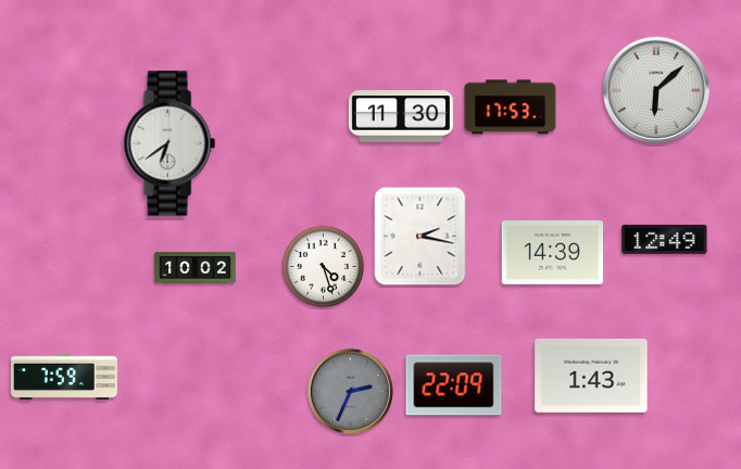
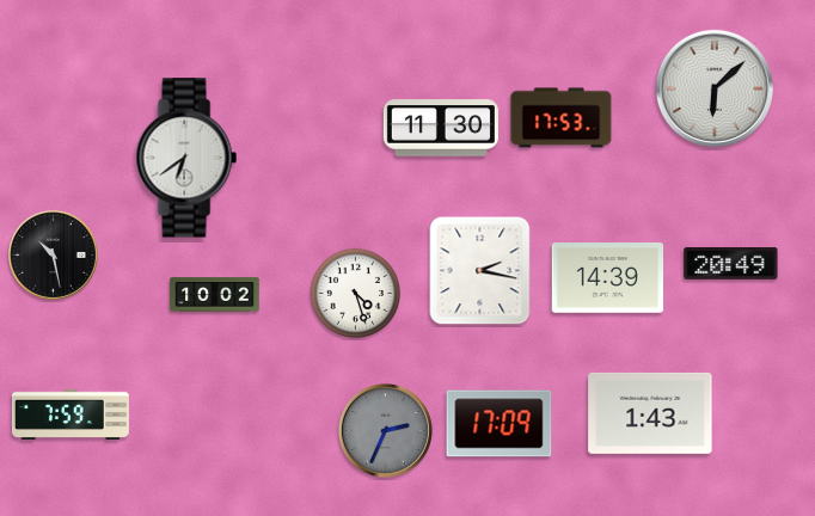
clock at (656, 90) position: (656, 90) -> (715, 88)
clock at (53, 254): none -> 10:28
clock at (420, 237) position: (420, 237) -> (480, 271)
clock at (665, 239): 12:49 -> 20:49
clock at (454, 385): 22:09 -> 17:09
